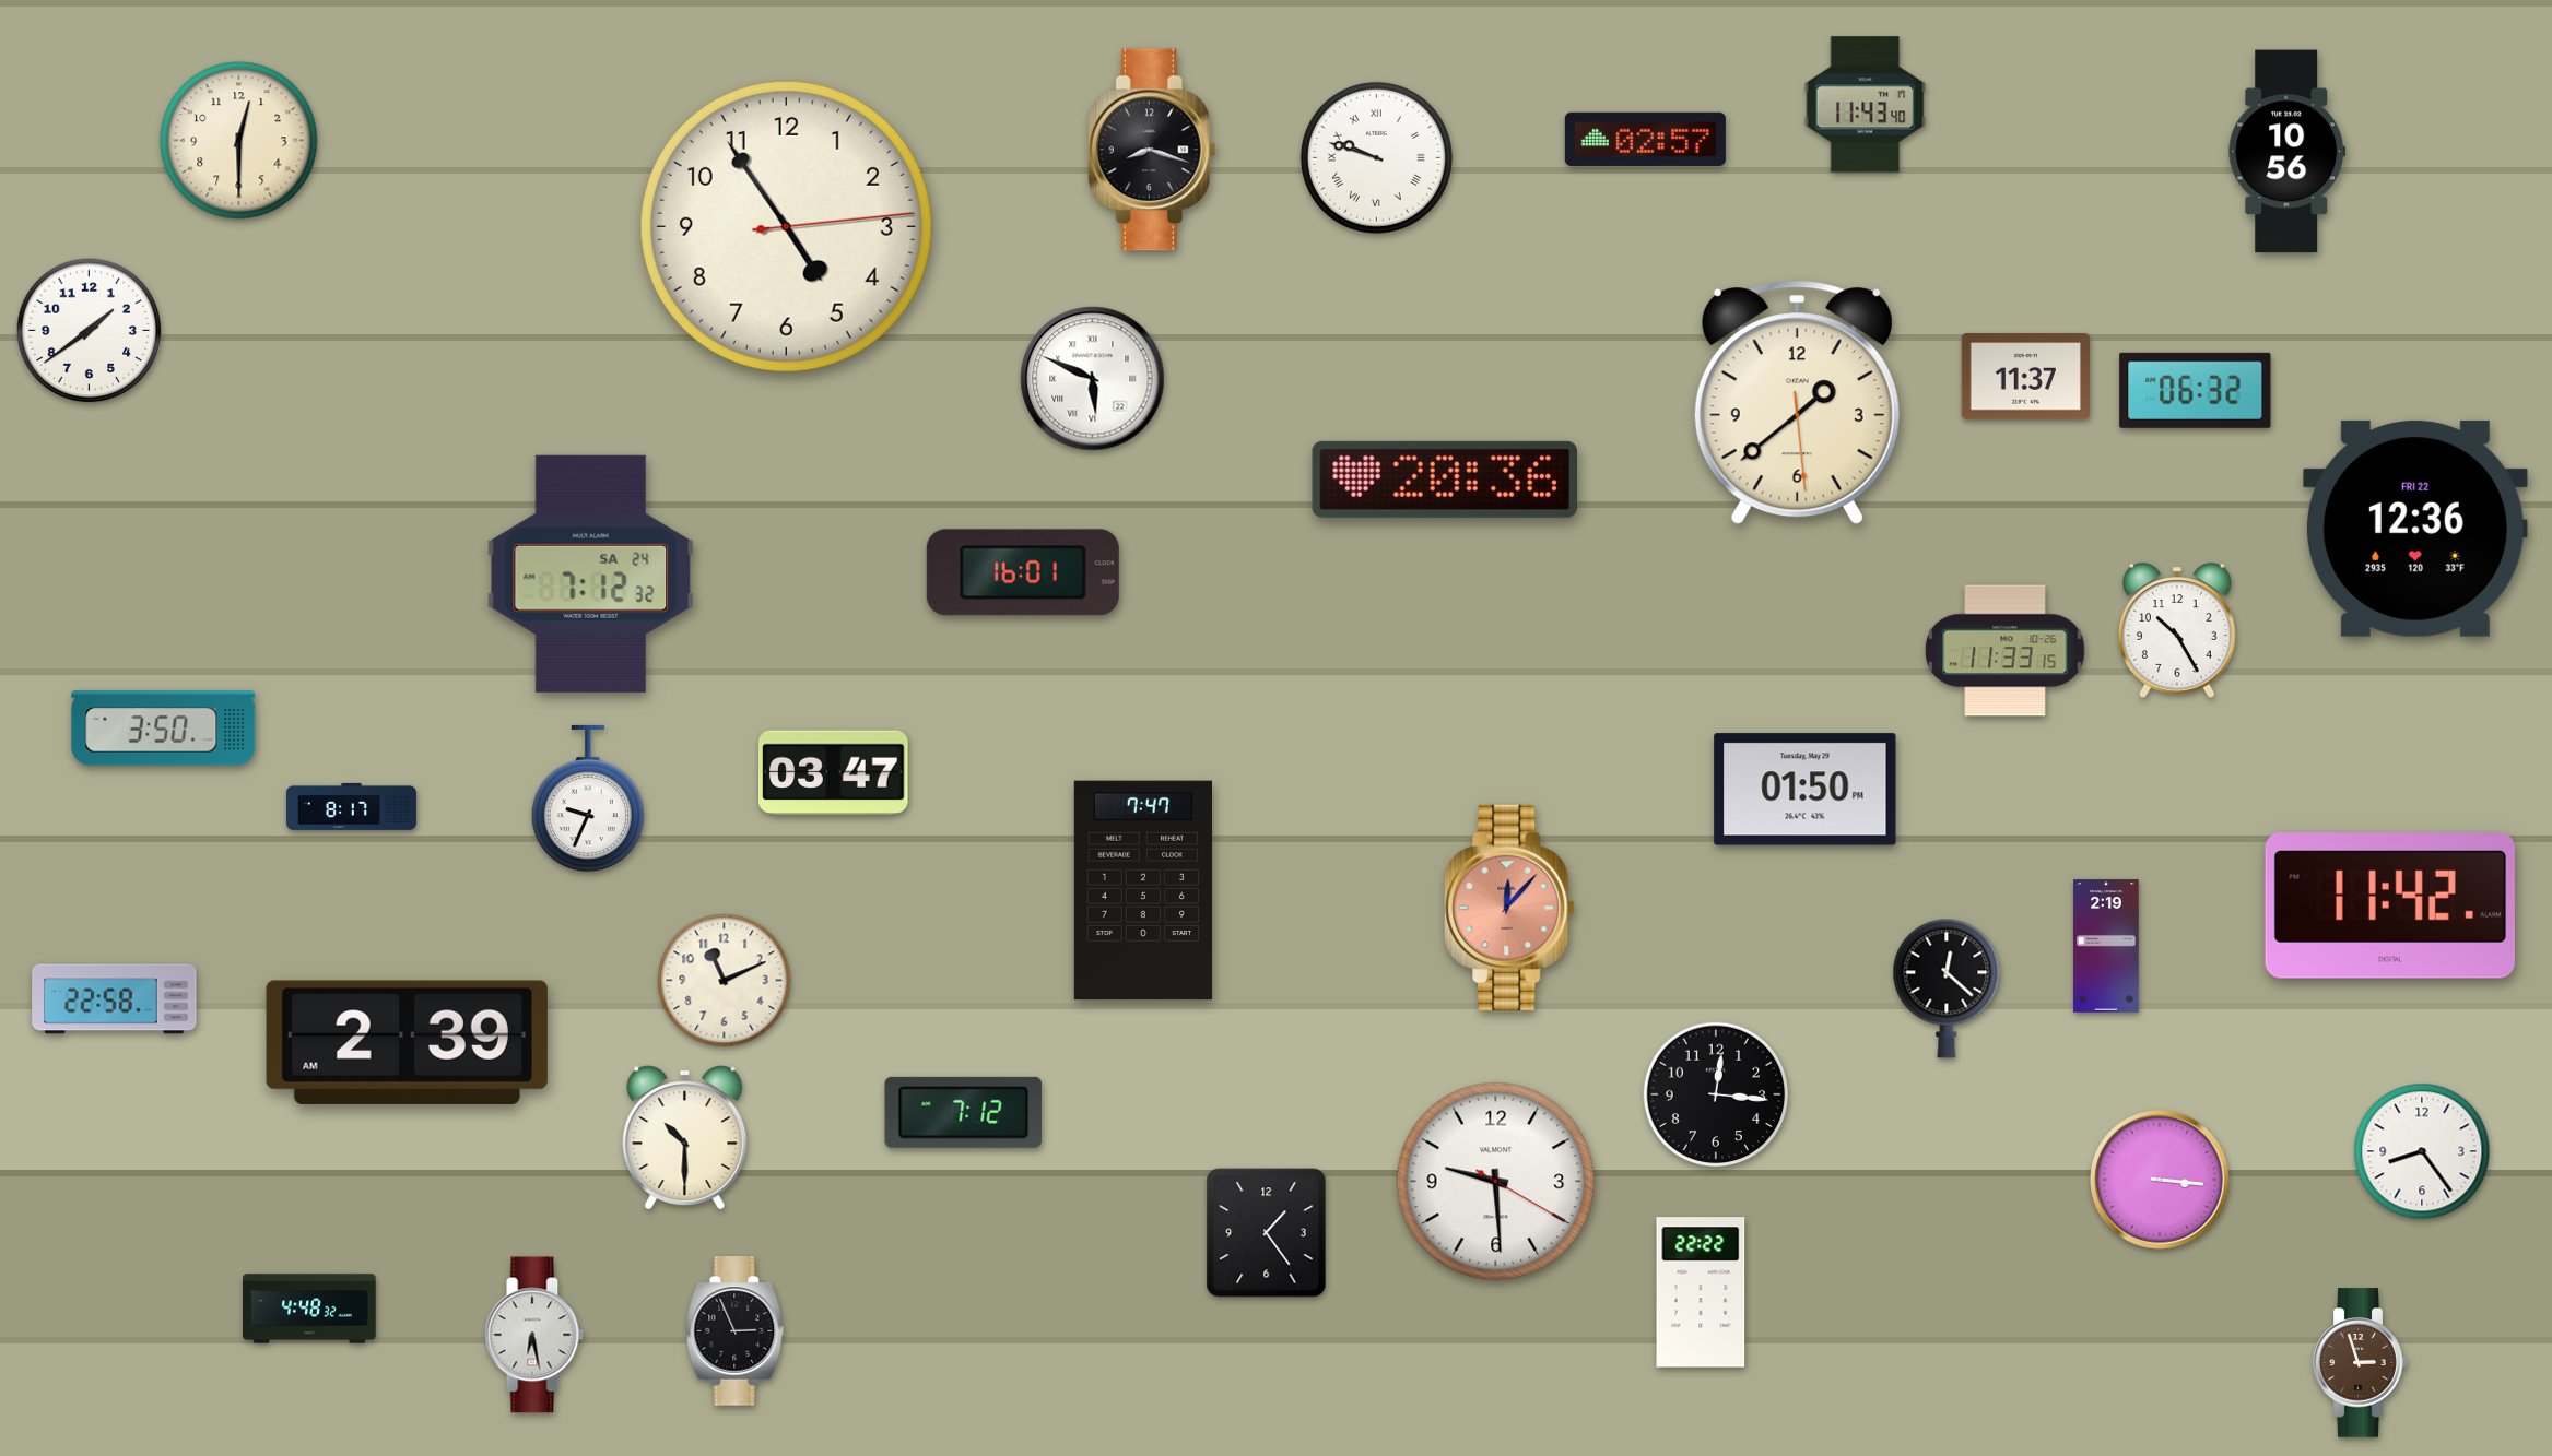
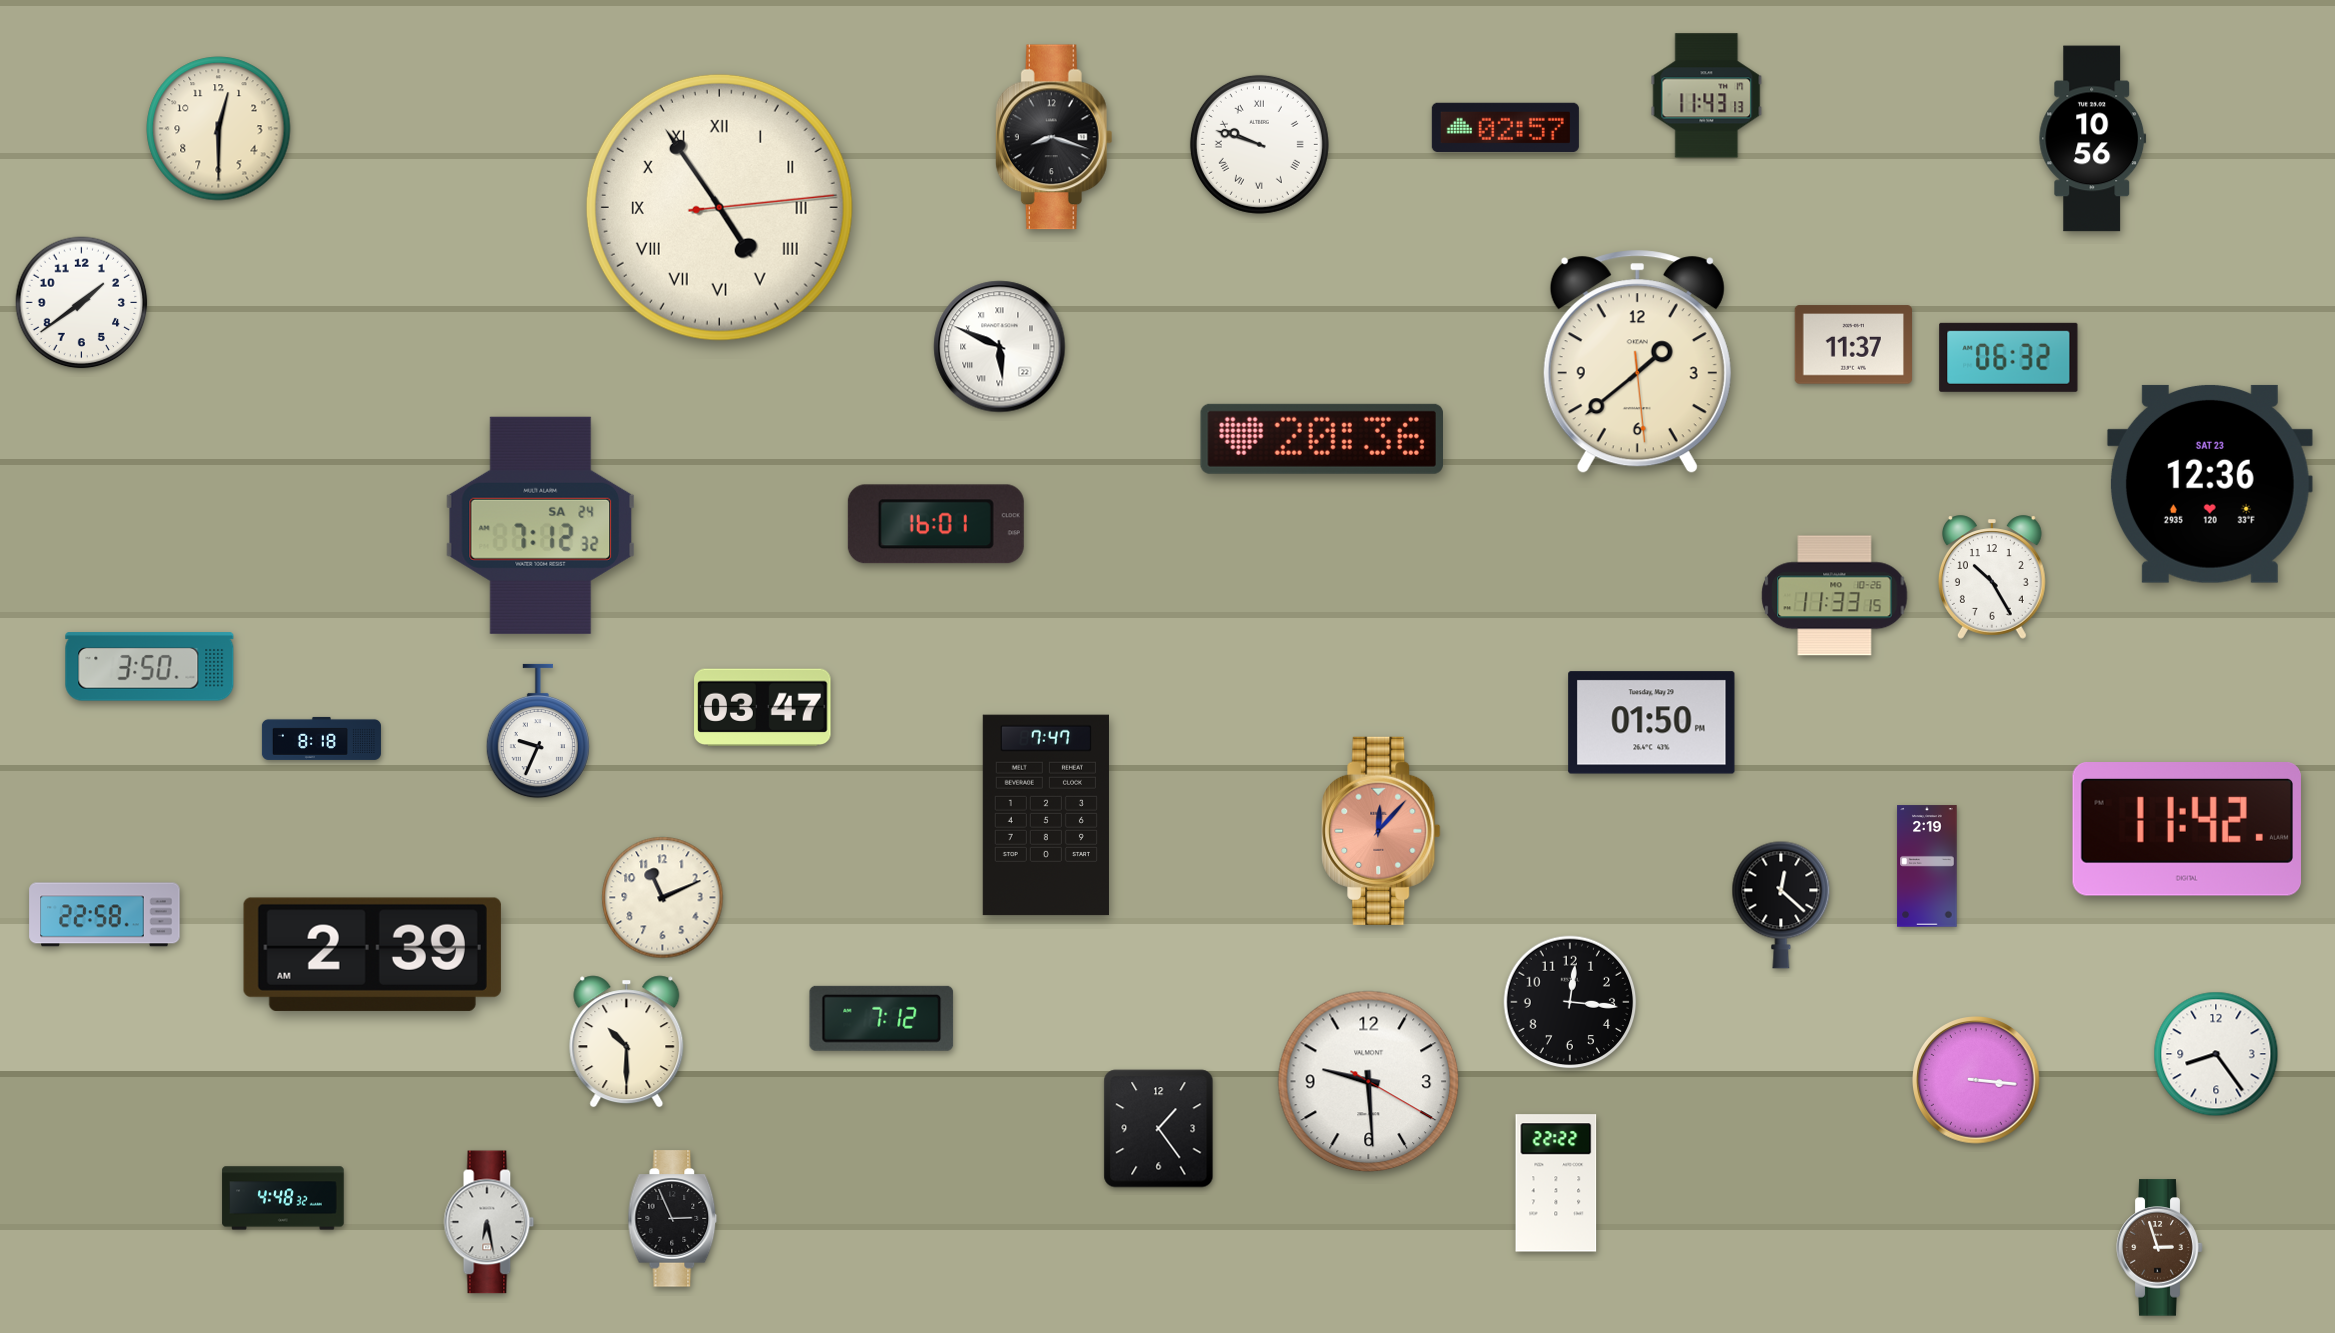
clock at (1866, 105): 11:43:40 -> 11:43:13
clock at (786, 226) numerals: Arabic -> Roman
clock at (1797, 403) position: (1797, 403) -> (1637, 362)
clock at (2415, 529) date: FRI 22 -> SAT 23
clock at (351, 806): 8:17 -> 8:18
